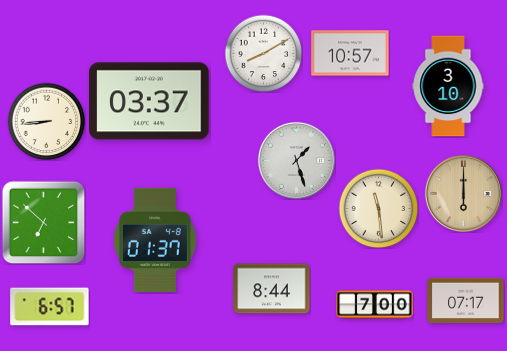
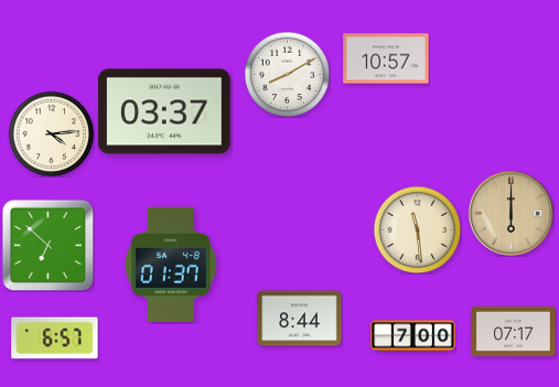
clock at (263, 53) position: (263, 53) -> (287, 74)
clock at (448, 86): 3:10 -> none
clock at (46, 121): 8:44 -> 4:14
clock at (296, 160): 1:27 -> none
